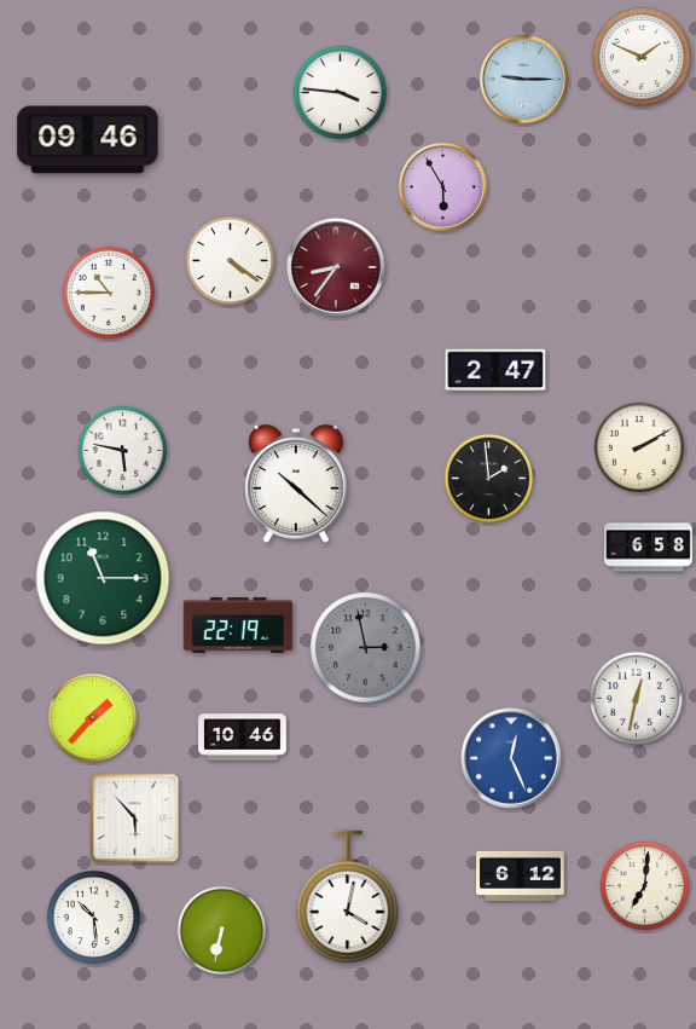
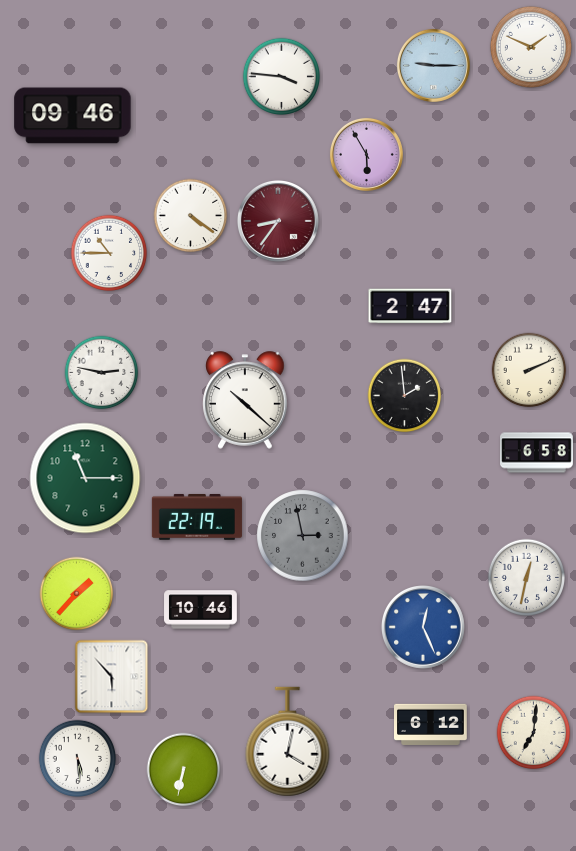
clock at (109, 293) position: (109, 293) -> (109, 253)
clock at (639, 447): 2:10 -> 2:11
clock at (123, 451): 5:47 -> 2:47
clock at (94, 918): 10:29 -> 5:29
